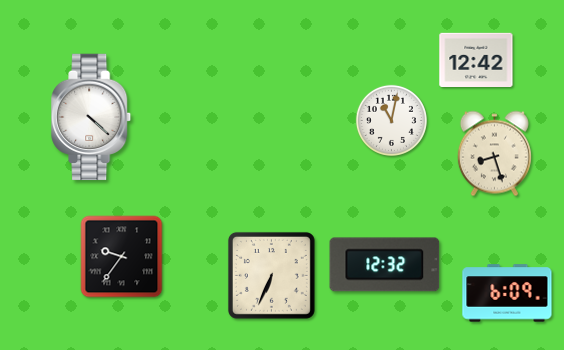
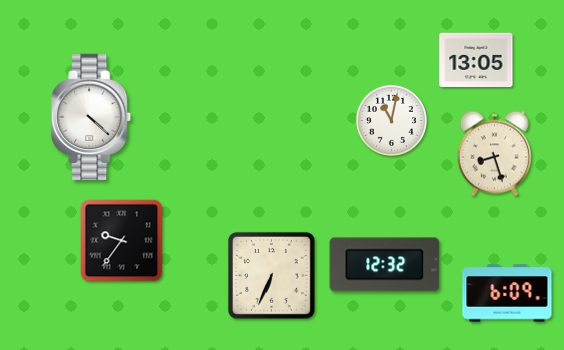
clock at (476, 59): 12:42 -> 13:05
clock at (122, 257) position: (122, 257) -> (122, 241)
